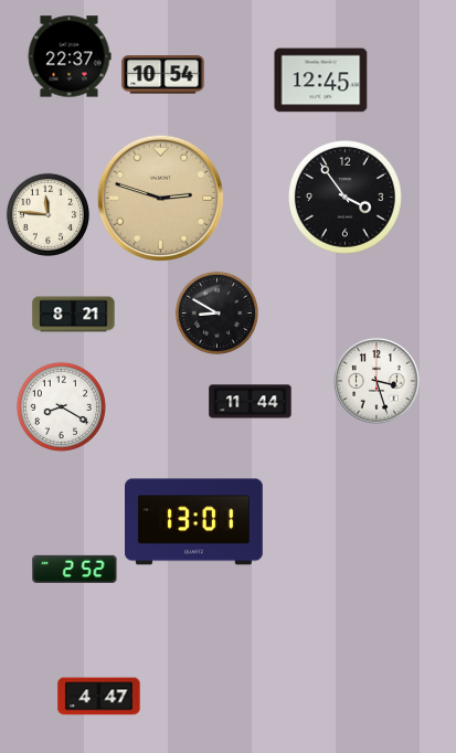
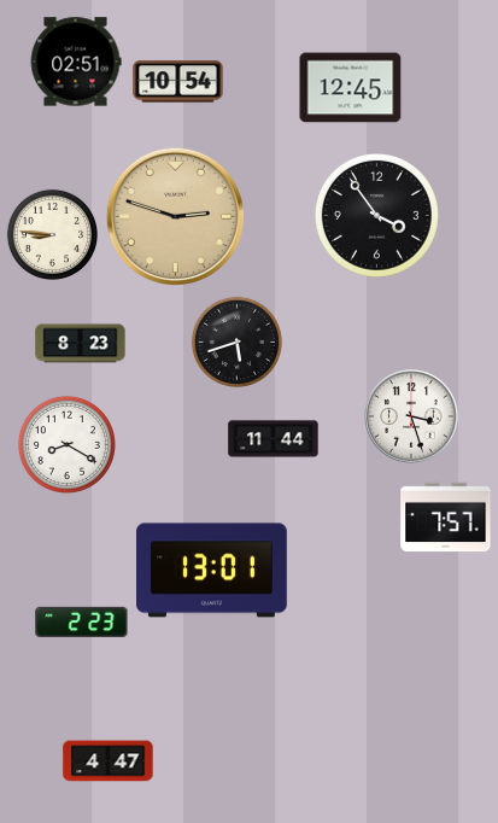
clock at (70, 56): 22:37 -> 02:51
clock at (47, 214): 11:46 -> 8:46
clock at (216, 312): 8:50 -> 5:42
clock at (74, 315): 8:21 -> 8:23
clock at (446, 518): none -> 7:57
clock at (75, 569): 2:52 -> 2:23
